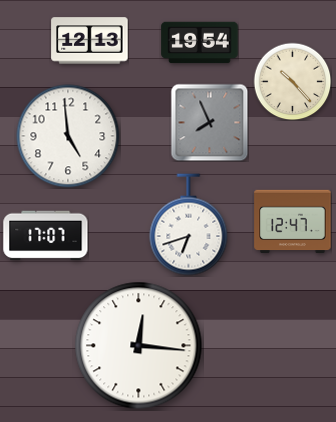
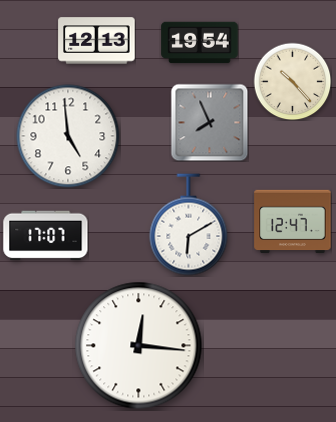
clock at (90, 41) position: (90, 41) -> (97, 41)
clock at (189, 225): 6:42 -> 6:10
